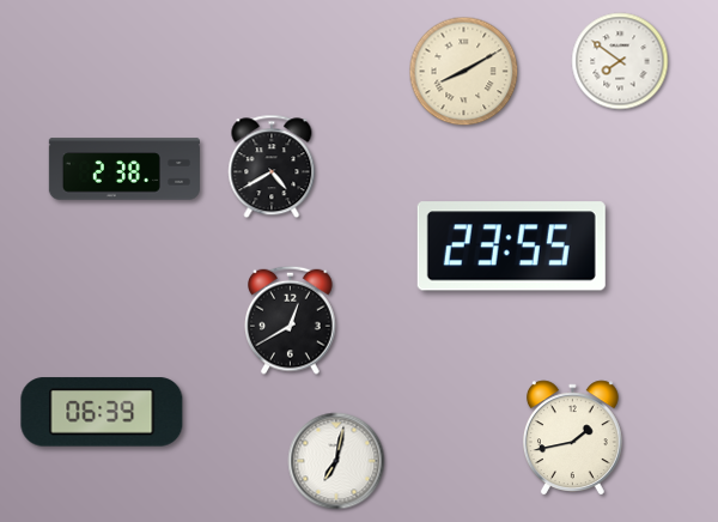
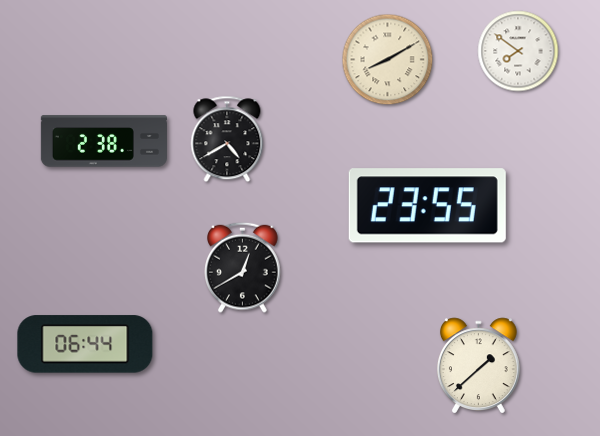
clock at (102, 412): 06:39 -> 06:44
clock at (572, 437): 1:43 -> 1:38
clock at (336, 461): 7:02 -> none
